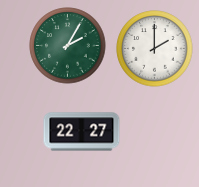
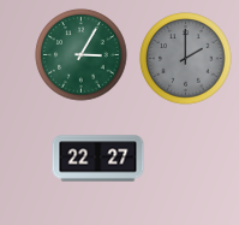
clock at (68, 46): 2:05 -> 3:05
clock at (155, 49) dial: white -> grey
